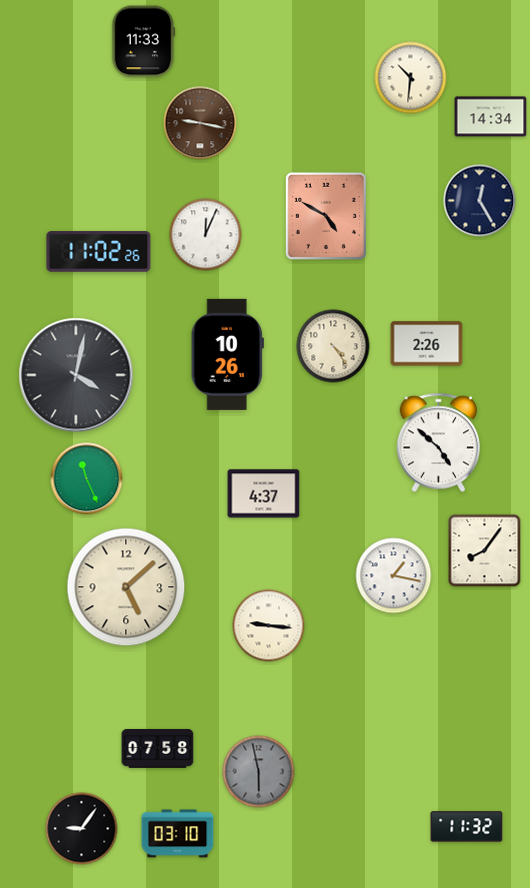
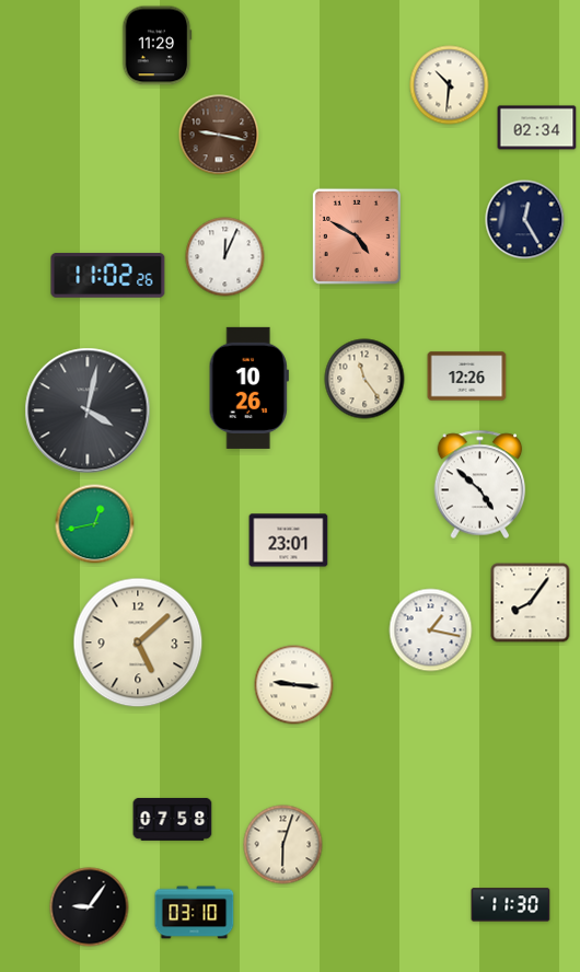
clock at (144, 42): 11:33 -> 11:29
clock at (491, 117): 14:34 -> 02:34
clock at (427, 344): 2:26 -> 12:26
clock at (333, 346): 4:24 -> 11:24
clock at (76, 375) position: (76, 375) -> (88, 410)
clock at (87, 479): 11:26 -> 12:43
clock at (264, 494): 4:37 -> 23:01
clock at (259, 772): 5:58 -> 6:03
clock at (259, 772) dial: grey -> cream
clock at (467, 827): 11:32 -> 11:30
